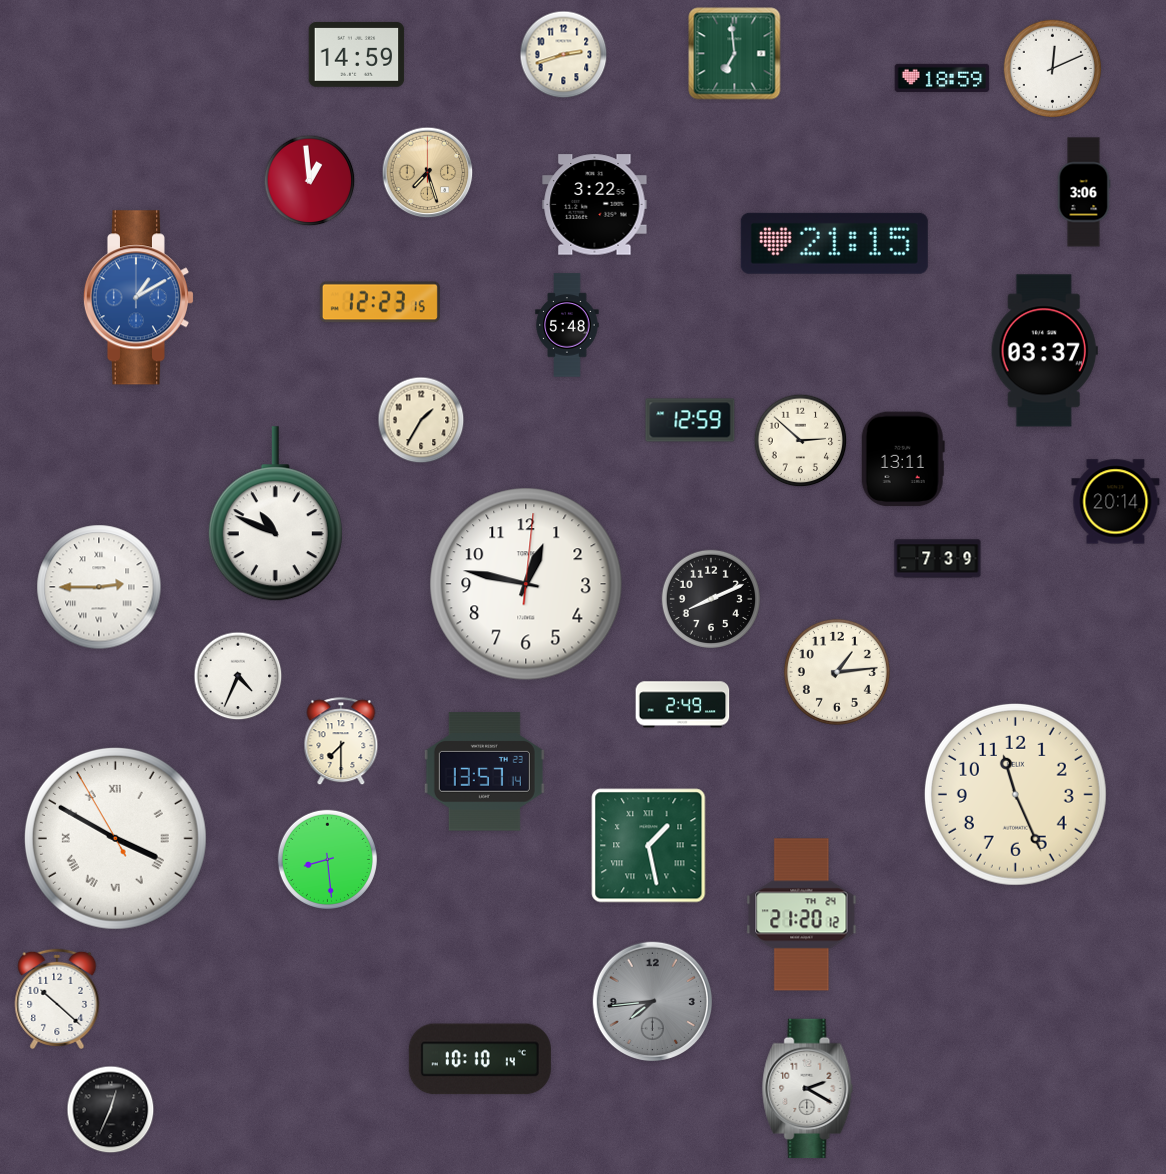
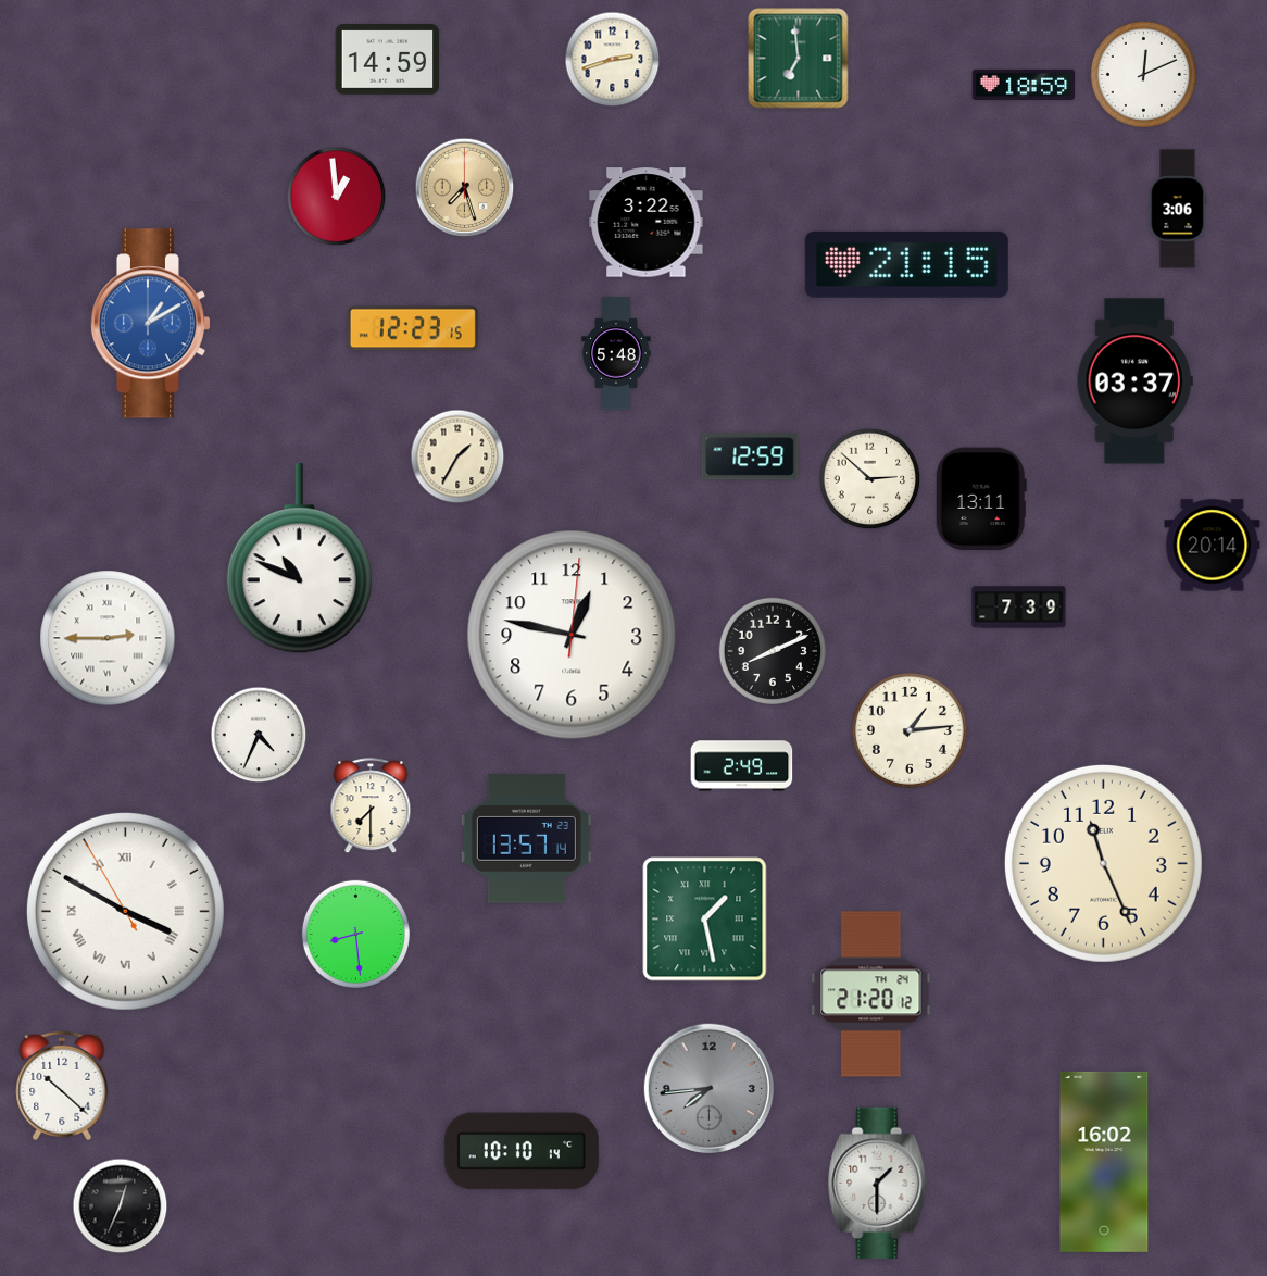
clock at (1104, 1162): none -> 16:02
clock at (808, 1089): 2:20 -> 1:30
